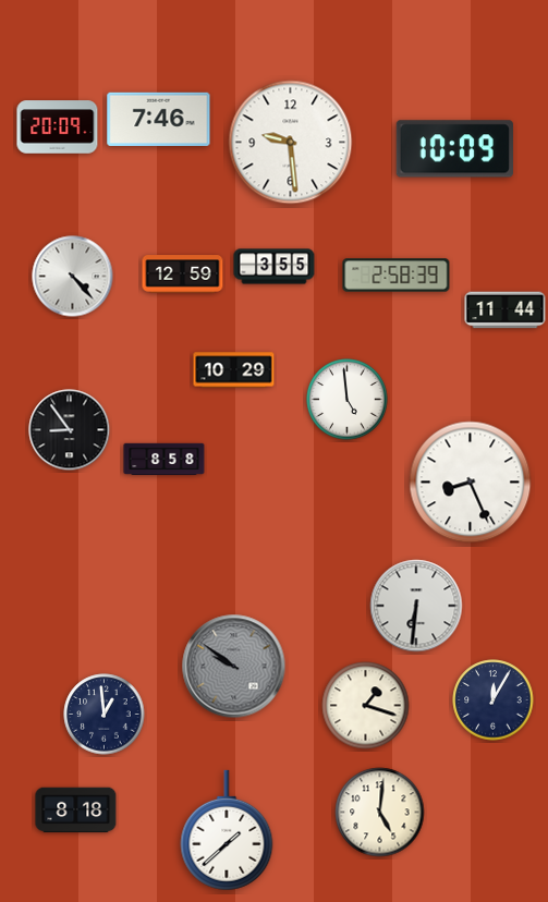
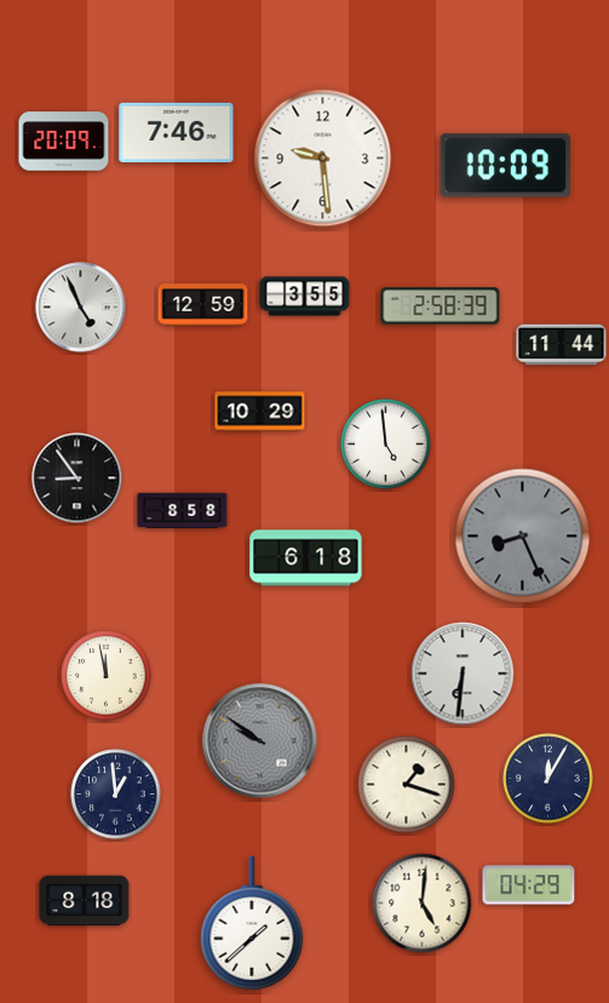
clock at (73, 277): 4:23 -> 4:56
clock at (471, 483) dial: white -> grey
clock at (306, 558): none -> 6:18
clock at (107, 676): none -> 11:58
clock at (529, 885): none -> 04:29
